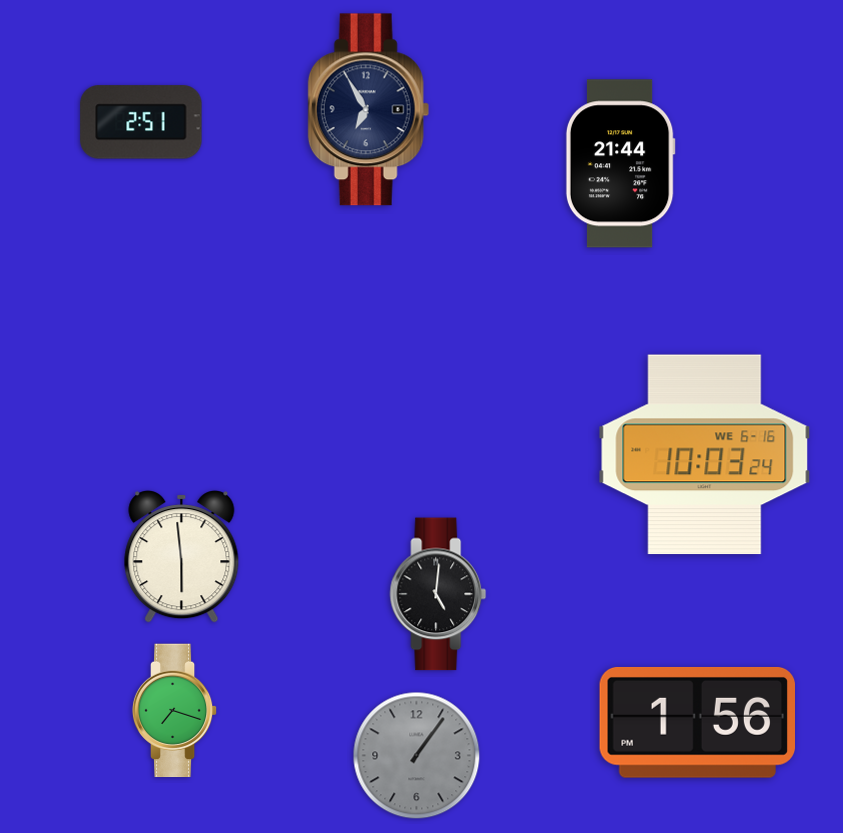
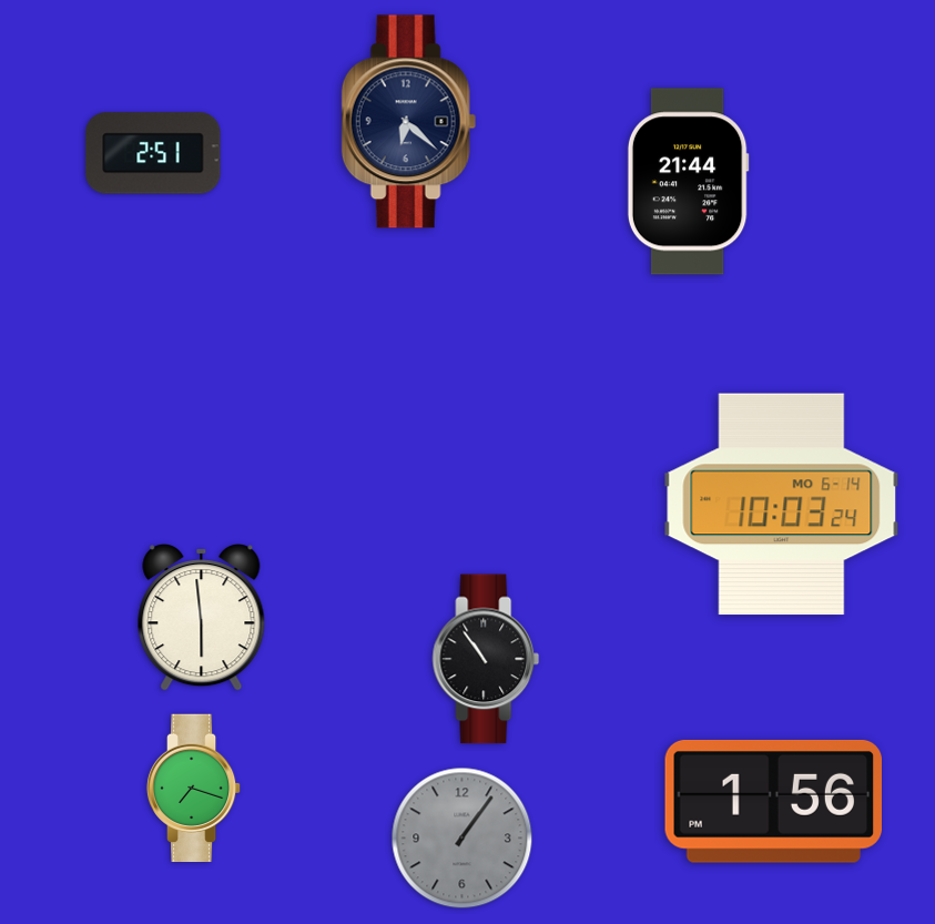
clock at (368, 110): 6:55 -> 6:22
clock at (141, 122) position: (141, 122) -> (153, 153)
clock at (705, 455) date: WE 6-16 -> MO 6-14
clock at (438, 594): 5:01 -> 10:54
